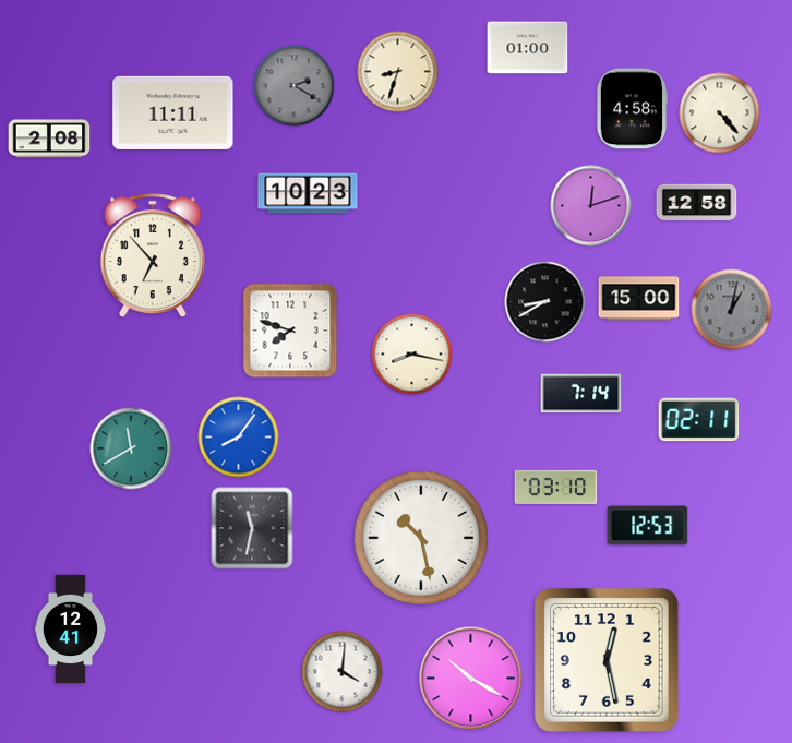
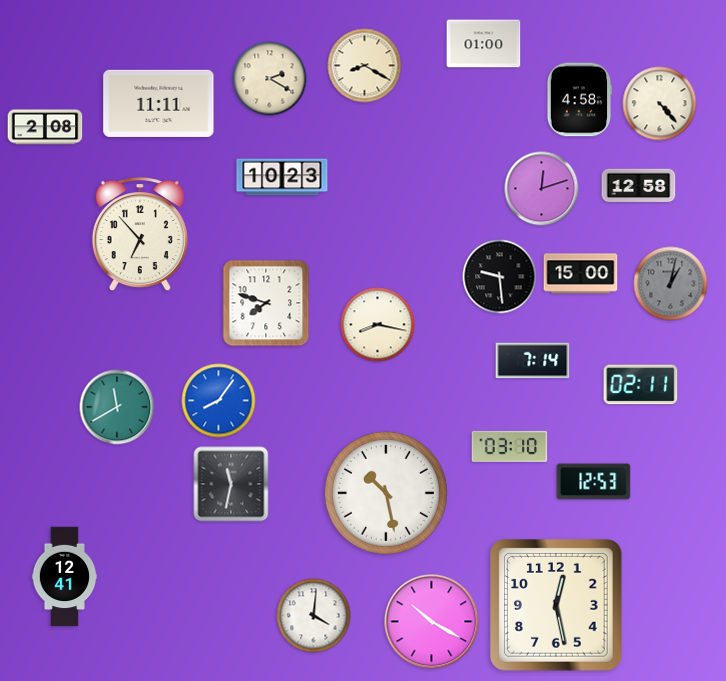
clock at (398, 72): 8:33 -> 8:20
clock at (295, 86) dial: grey -> cream
clock at (639, 299) position: (639, 299) -> (581, 274)
clock at (545, 302): 8:40 -> 9:29
clock at (131, 448) position: (131, 448) -> (117, 407)
